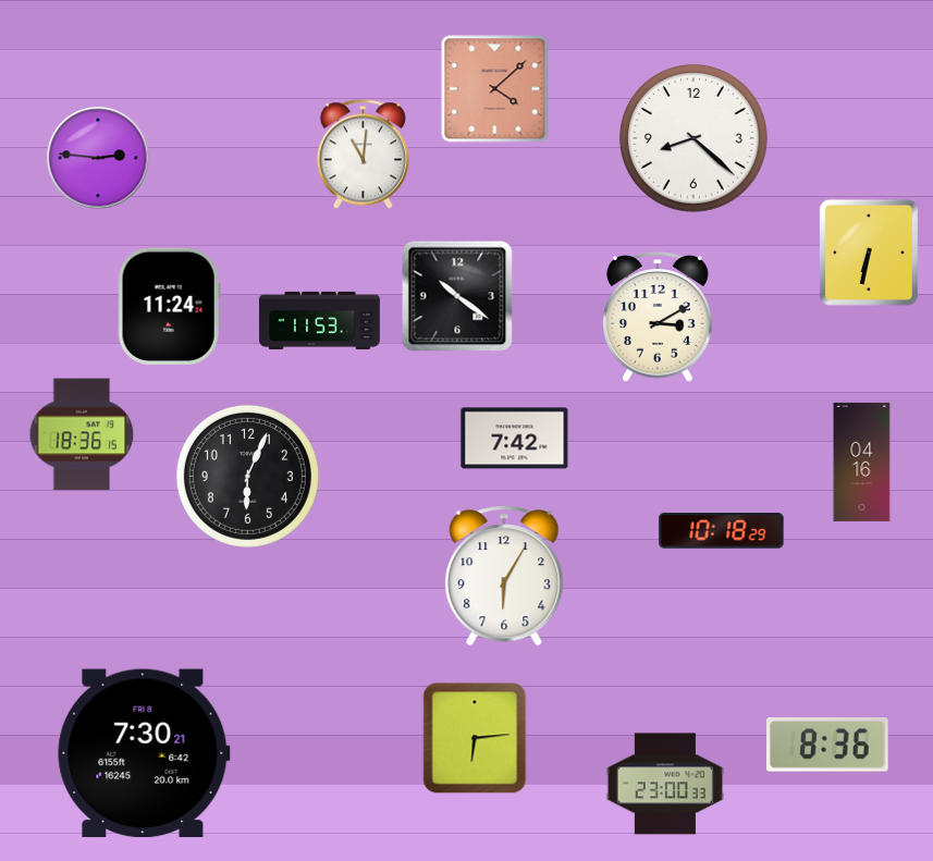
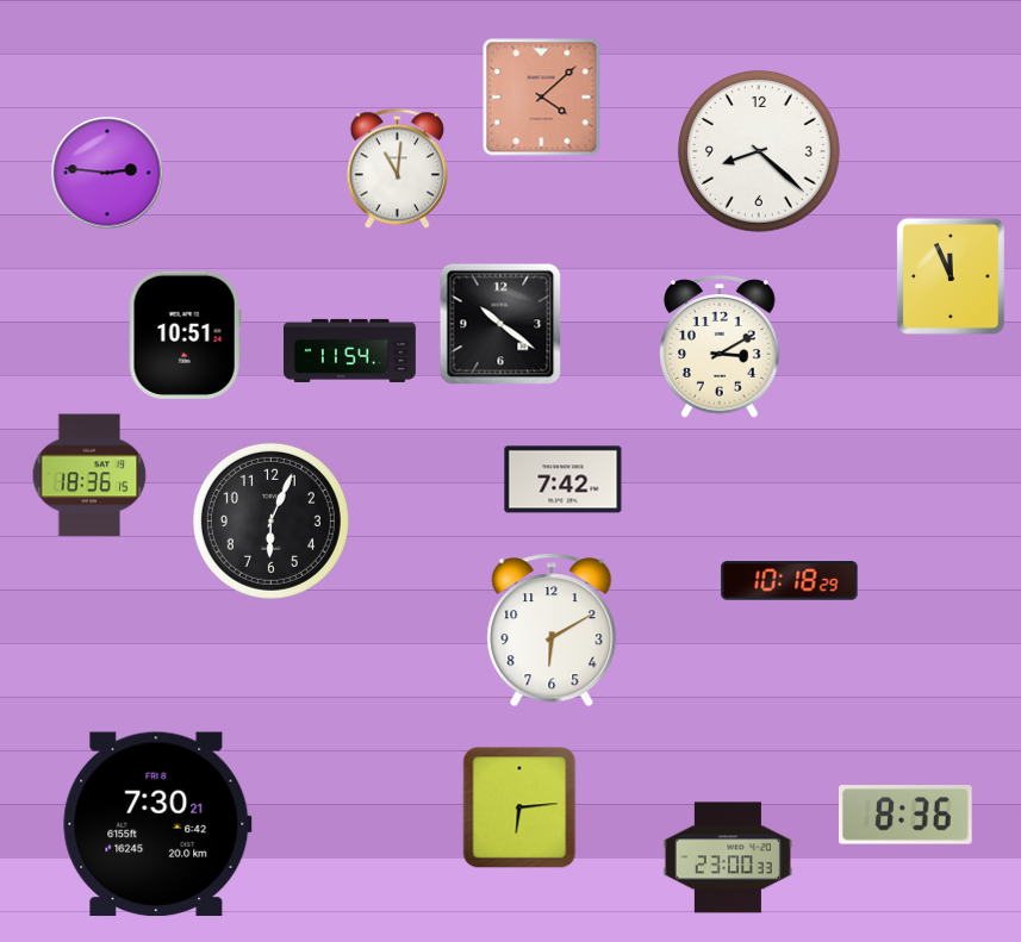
clock at (869, 253): 6:32 -> 11:56
clock at (169, 306): 11:24 -> 10:51
clock at (320, 320): 11:53 -> 11:54
clock at (862, 462): 04:16 -> none
clock at (504, 576): 6:05 -> 6:10
